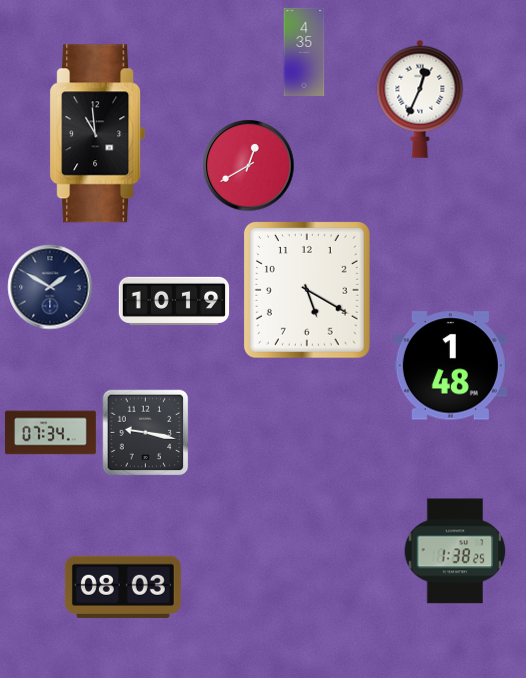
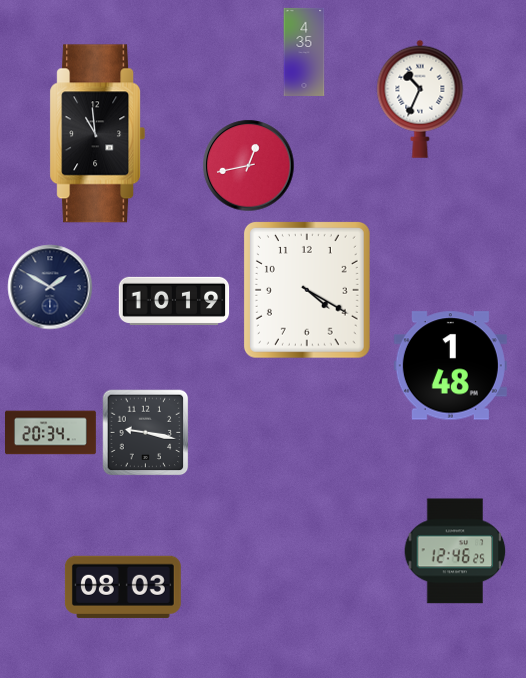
clock at (420, 99): 12:34 -> 10:34
clock at (249, 166): 12:40 -> 12:43
clock at (307, 290): 5:20 -> 4:20
clock at (51, 433): 07:34 -> 20:34
clock at (455, 551): 1:38 -> 12:46
